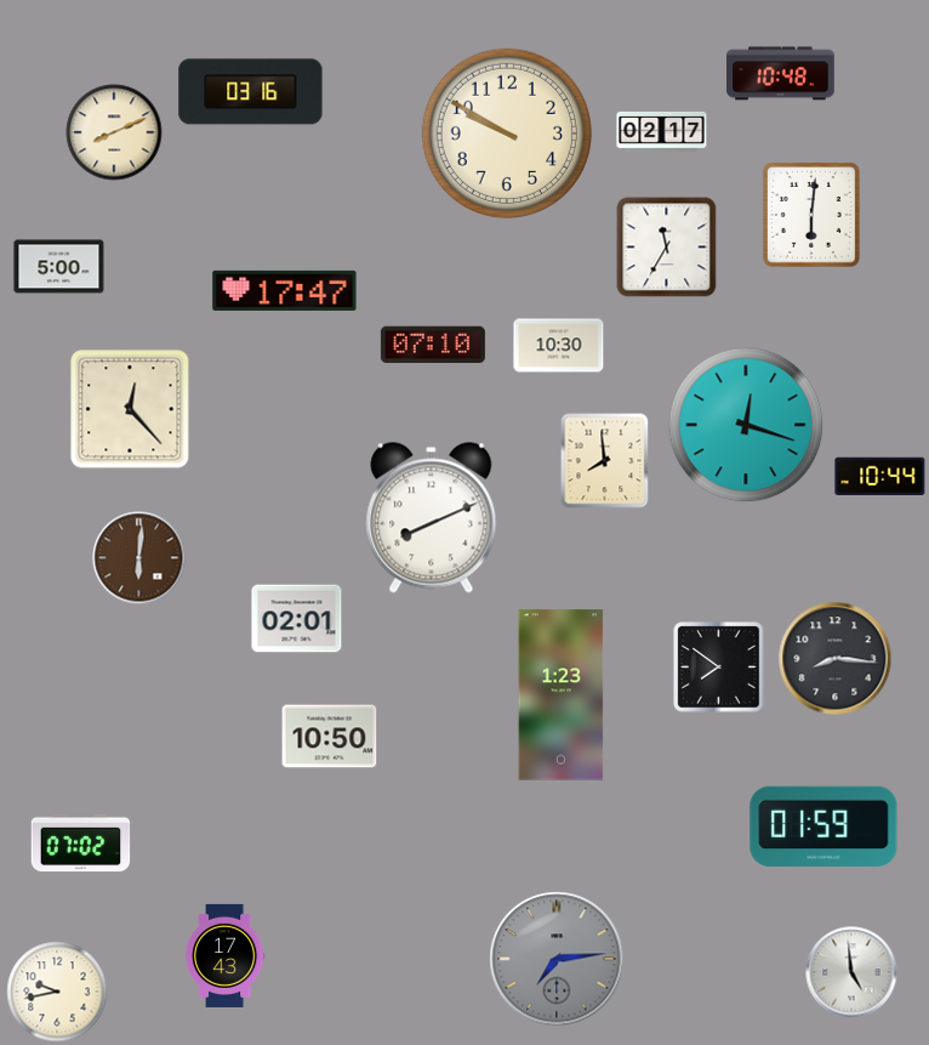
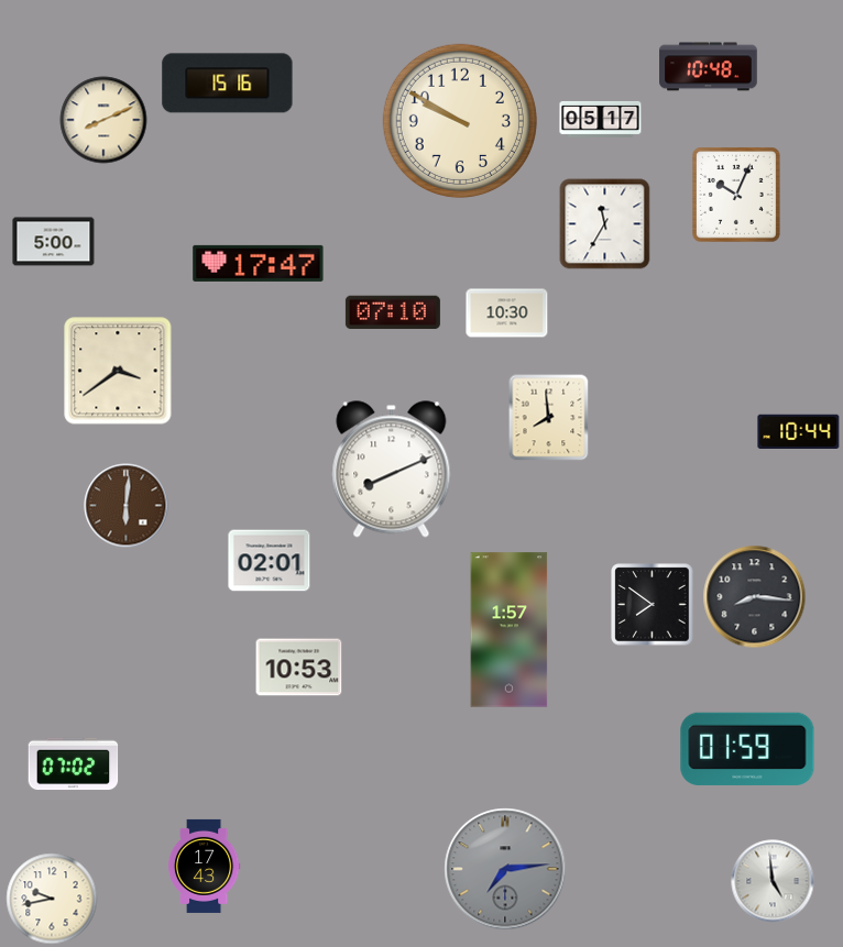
clock at (251, 92): 03:16 -> 15:16
clock at (662, 131): 02:17 -> 05:17
clock at (811, 215): 6:01 -> 10:04
clock at (130, 409): 12:23 -> 3:39
clock at (746, 425): 12:18 -> none
clock at (836, 659) position: (836, 659) -> (755, 597)
clock at (562, 695): 1:23 -> 1:57
clock at (330, 737): 10:50 -> 10:53
